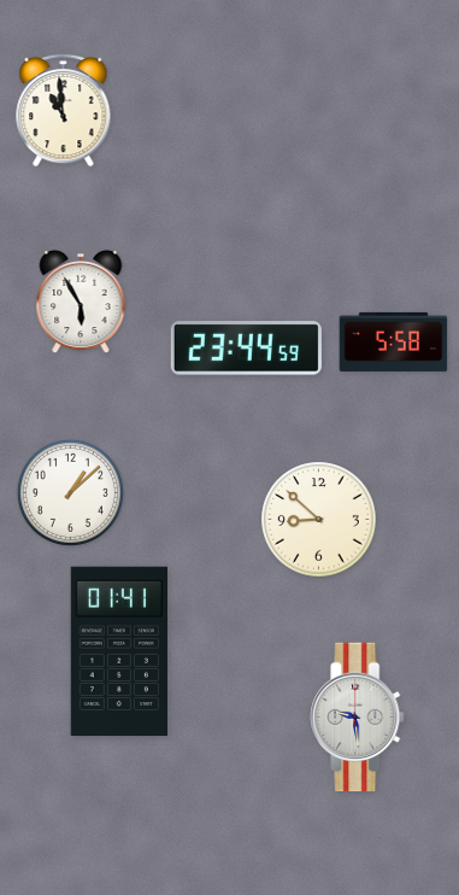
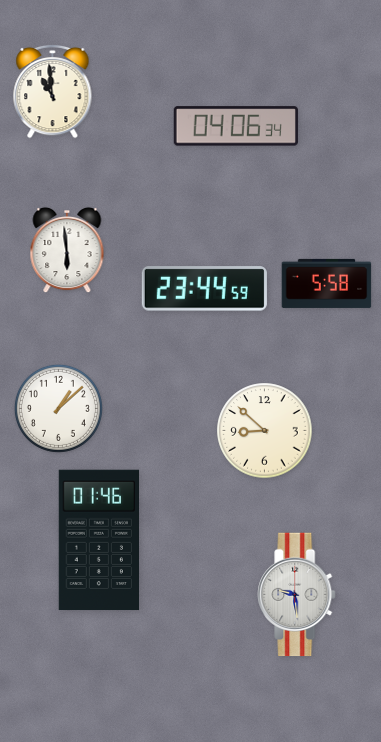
clock at (235, 126): none -> 04:06
clock at (81, 302): 5:55 -> 5:59
clock at (118, 651): 01:41 -> 01:46
